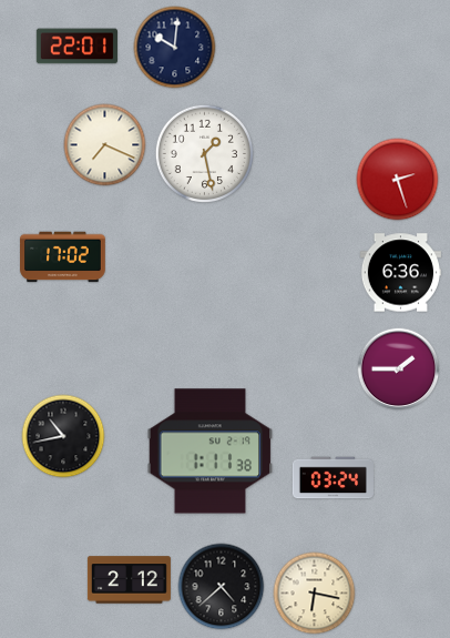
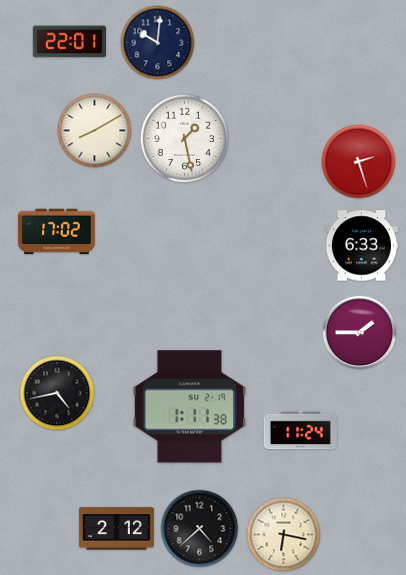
clock at (105, 145): 7:19 -> 8:10
clock at (400, 273): 6:36 -> 6:33
clock at (63, 436): 10:43 -> 4:43
clock at (333, 478): 03:24 -> 11:24
clock at (129, 580) position: (129, 580) -> (116, 529)
